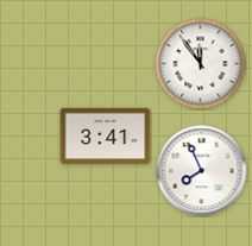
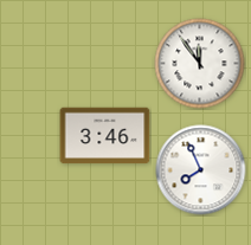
clock at (106, 137): 3:41 -> 3:46
